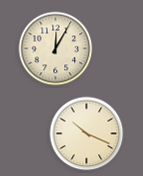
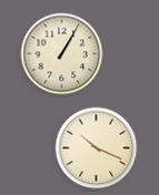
clock at (56, 49): 12:05 -> 1:05
